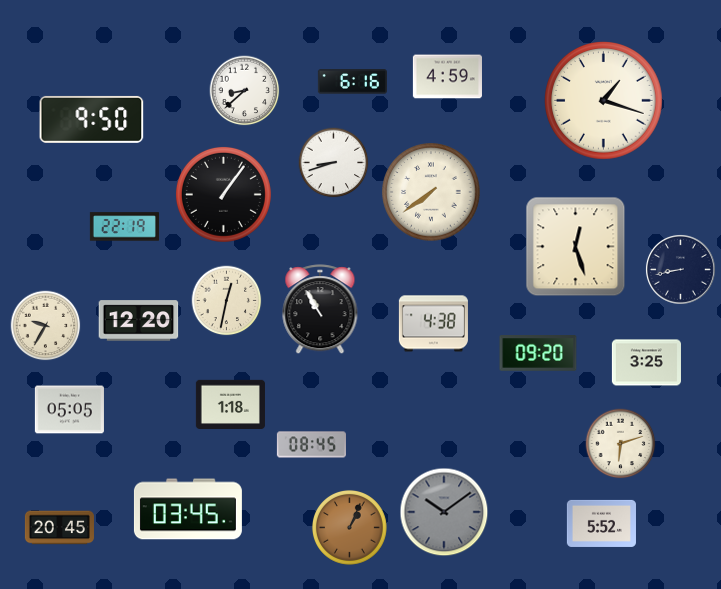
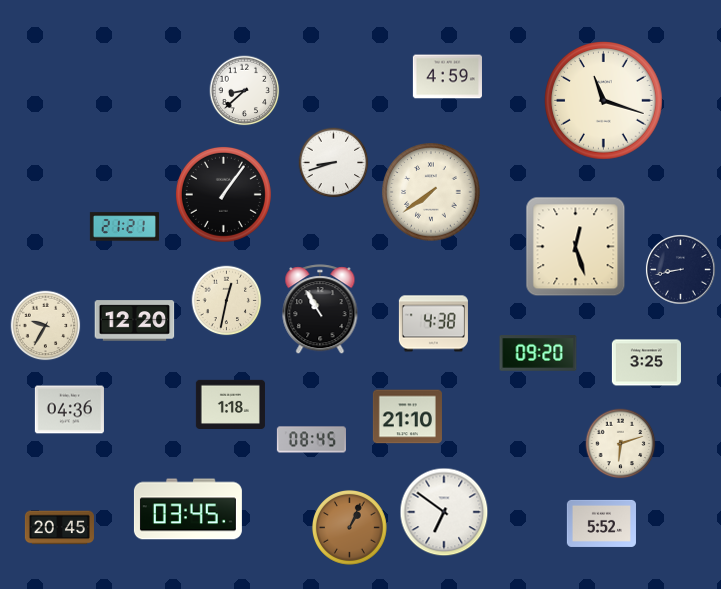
clock at (352, 82): 6:16 -> none
clock at (604, 101): 1:18 -> 11:18
clock at (92, 119): 9:50 -> none
clock at (124, 227): 22:19 -> 21:21
clock at (139, 321) position: (139, 321) -> (135, 321)
clock at (69, 410): 05:05 -> 04:36
clock at (407, 417): none -> 21:10
clock at (311, 445) position: (311, 445) -> (311, 440)
clock at (444, 512): 10:09 -> 6:51
clock at (444, 512) dial: grey -> white
